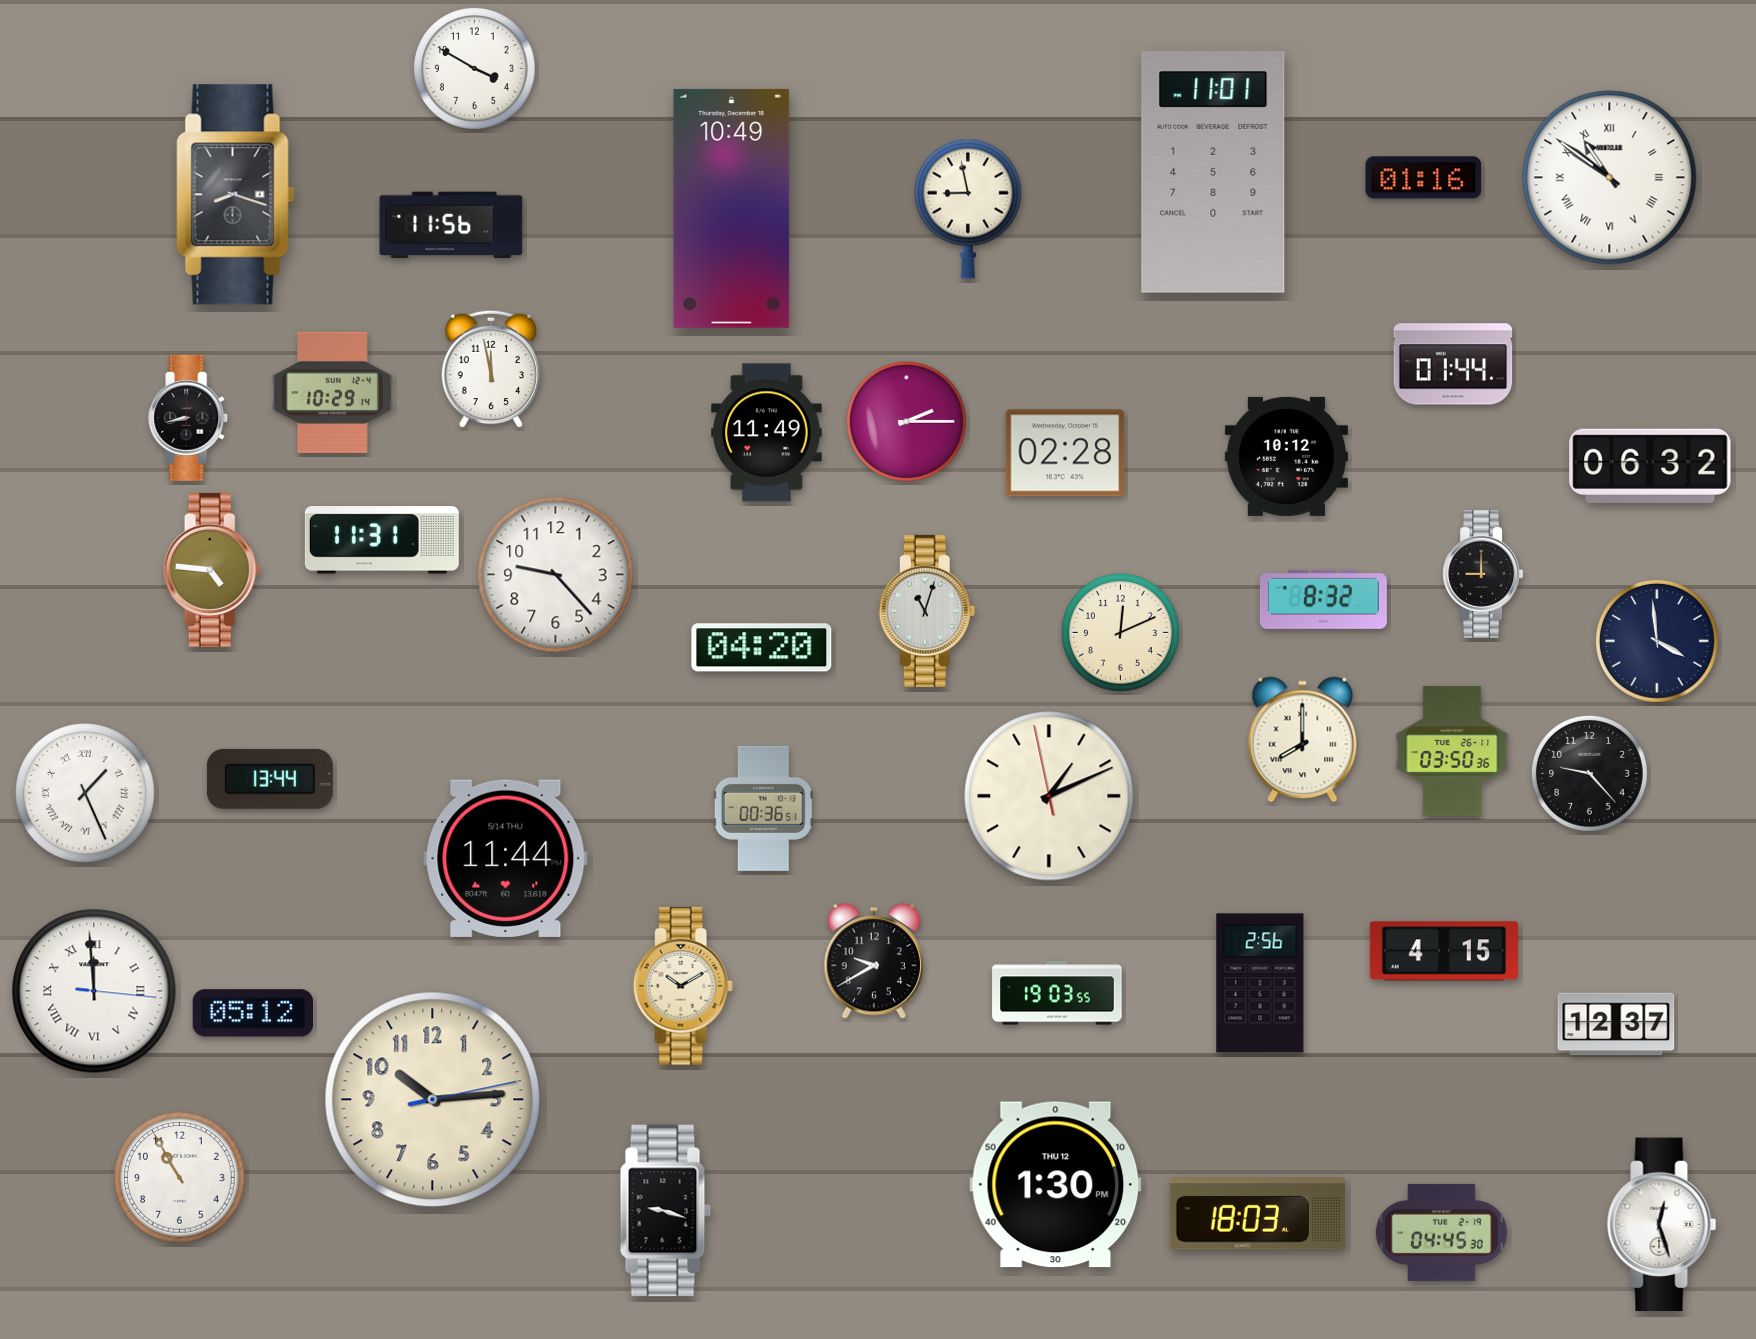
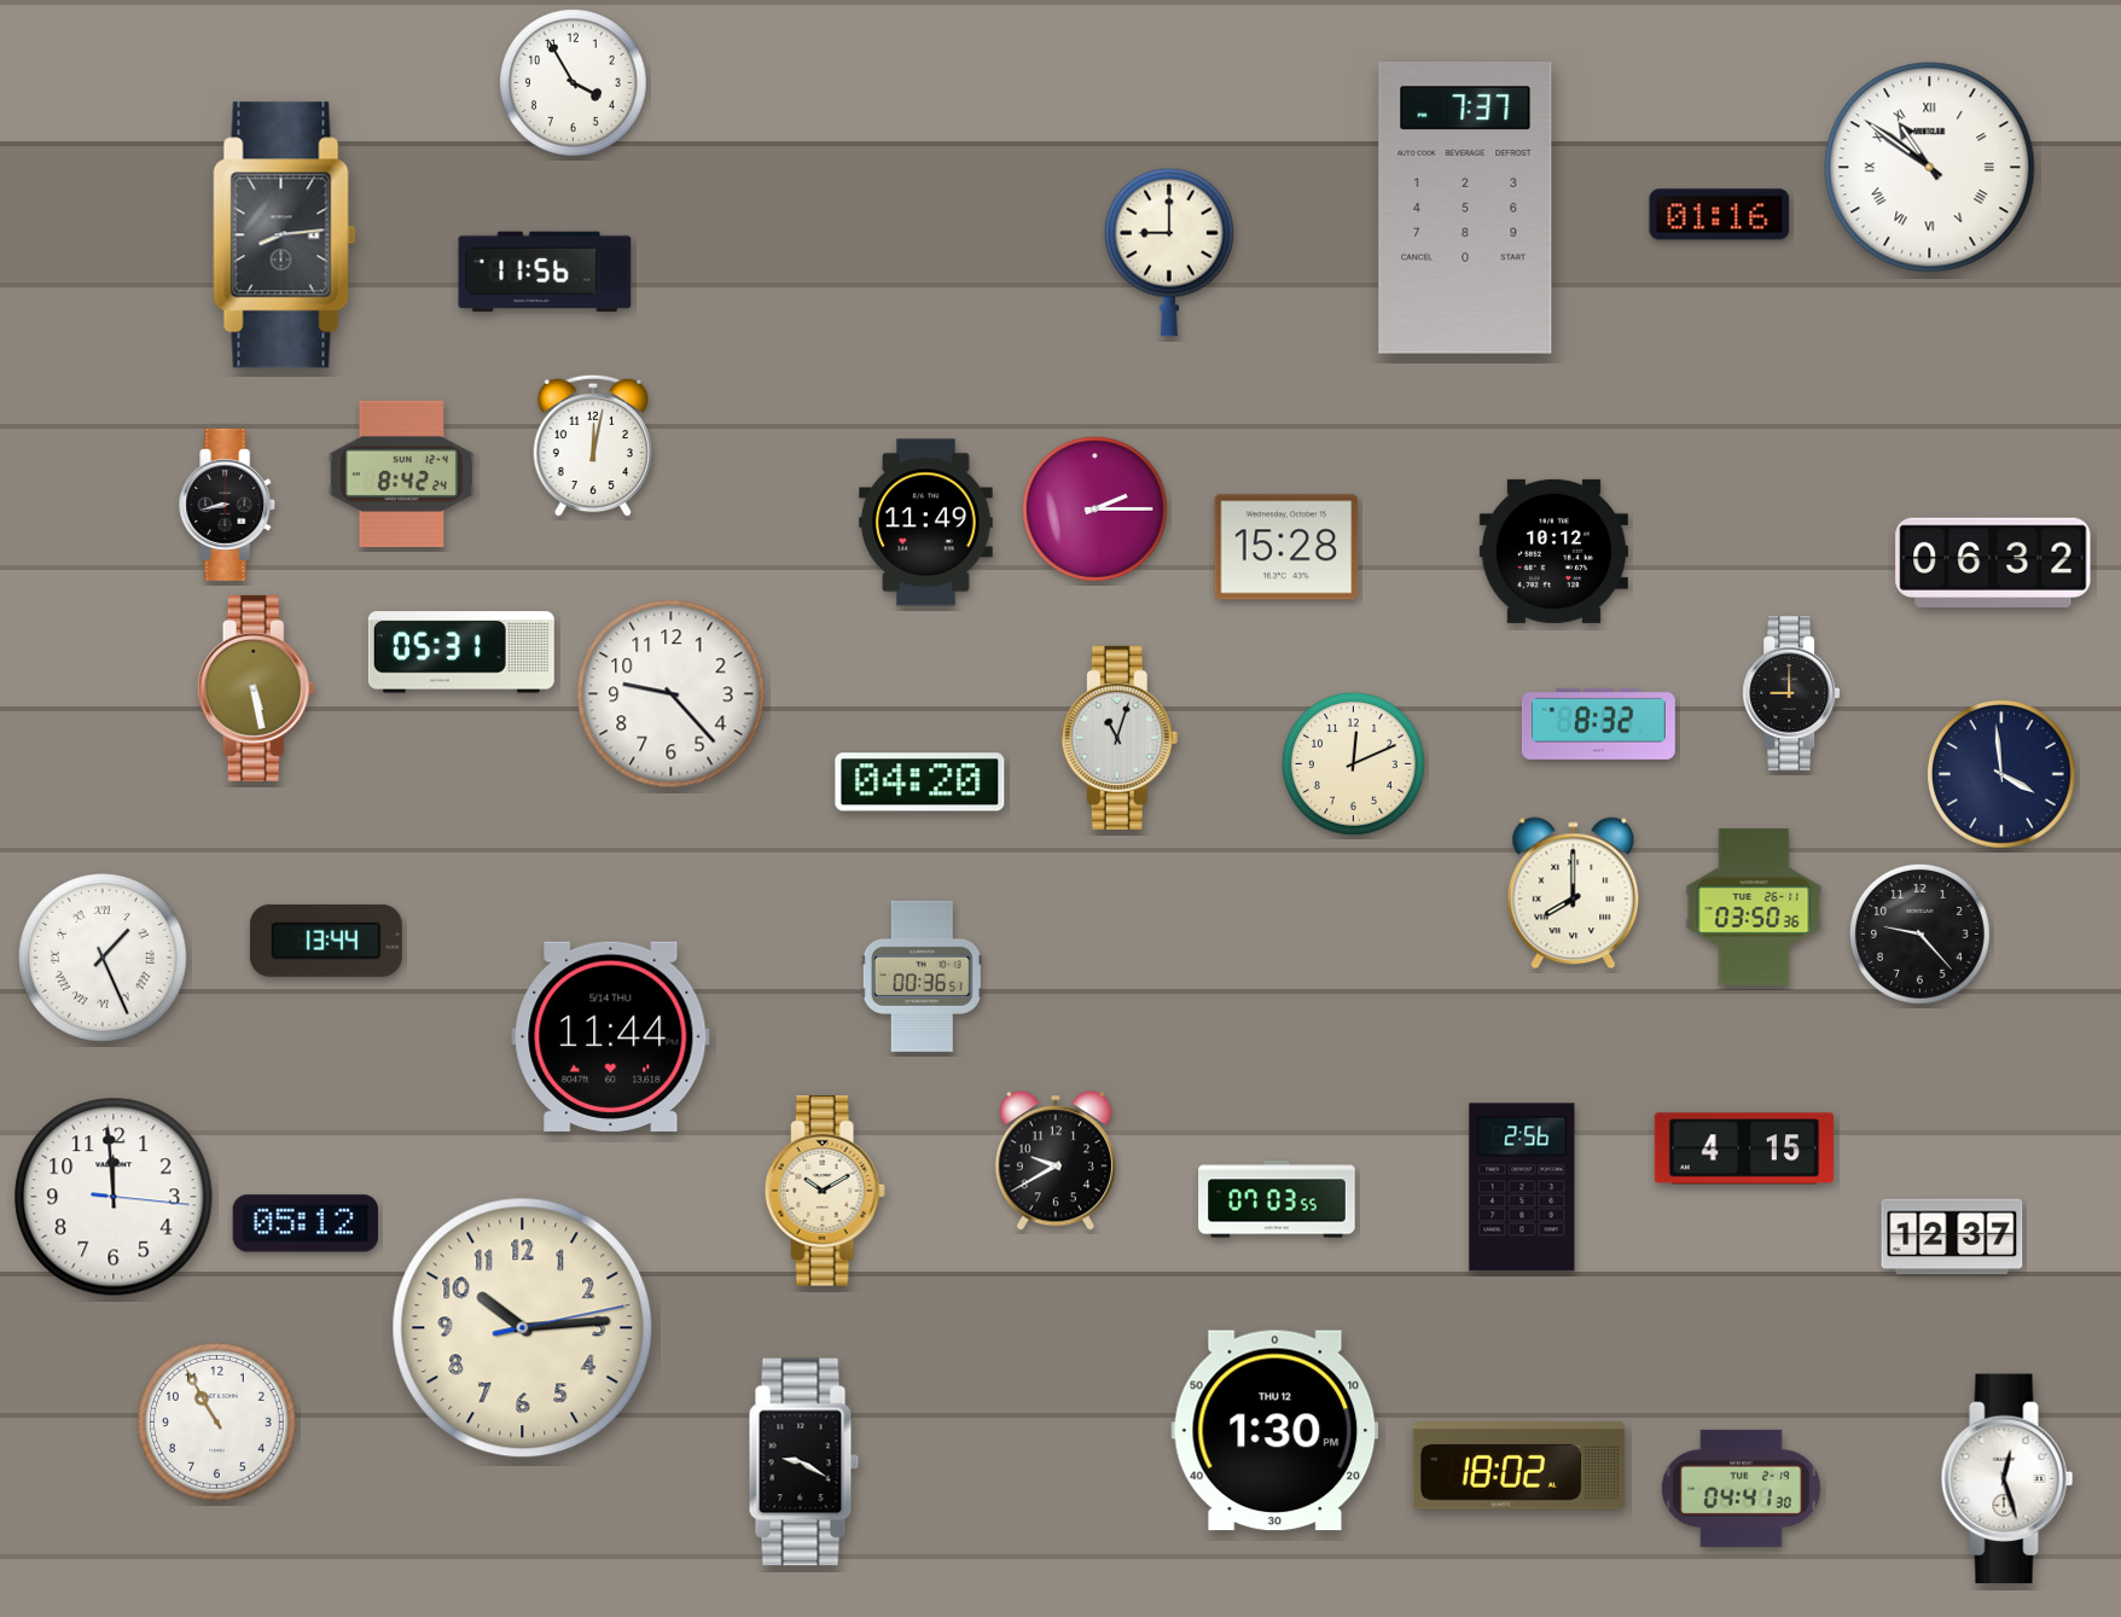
clock at (474, 68): 3:50 -> 3:55
clock at (1213, 172): 11:01 -> 7:37
clock at (1610, 178) position: (1610, 178) -> (1930, 168)
clock at (236, 195): 8:18 -> 8:14
clock at (732, 208): 10:49 -> none
clock at (969, 209): 8:58 -> 9:00
clock at (1453, 364): 01:44 -> none
clock at (491, 369): 11:58 -> 12:02
clock at (332, 392): 10:29 -> 8:42
clock at (1065, 453): 02:28 -> 15:28
clock at (382, 540): 11:31 -> 05:31
clock at (212, 570): 4:46 -> 5:28
clock at (1049, 796): 1:10 -> none
clock at (94, 991) numerals: Roman -> Arabic
clock at (1057, 993): 19:03 -> 07:03
clock at (666, 1211): 9:18 -> 9:20
clock at (1257, 1214): 18:03 -> 18:02
clock at (1441, 1232): 04:45 -> 04:41
